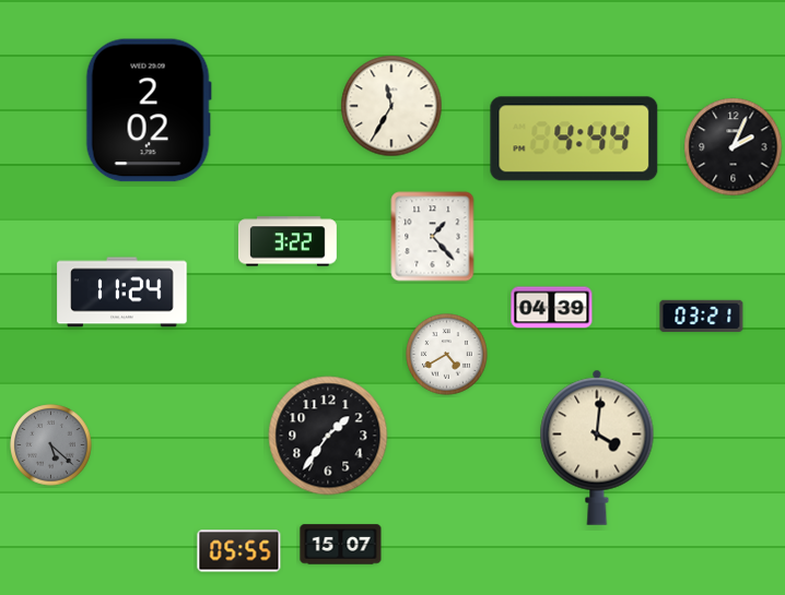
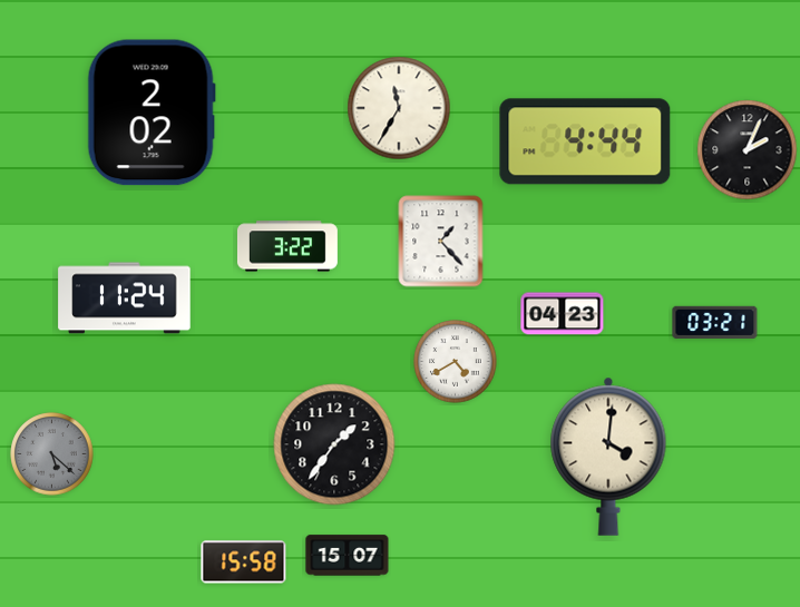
clock at (288, 241) position: (288, 241) -> (287, 246)
clock at (552, 308): 04:39 -> 04:23
clock at (239, 551): 05:55 -> 15:58
